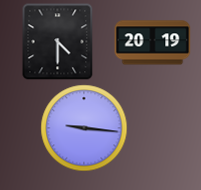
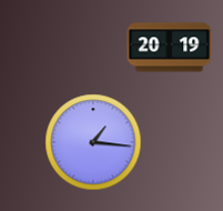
clock at (58, 42): 4:30 -> none
clock at (84, 128): 9:16 -> 1:16
